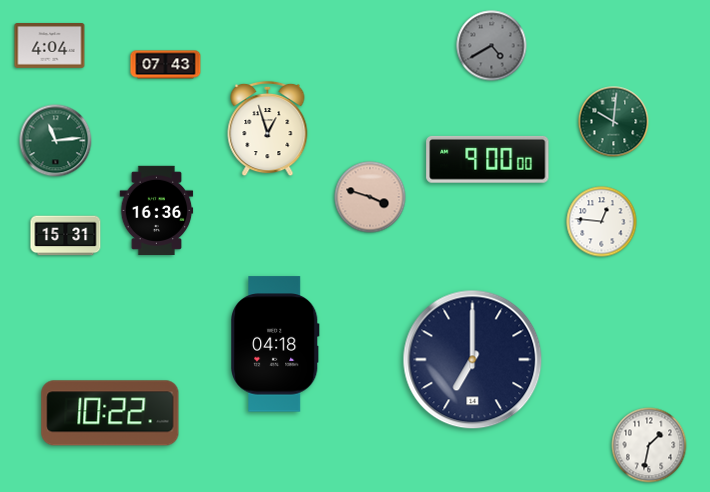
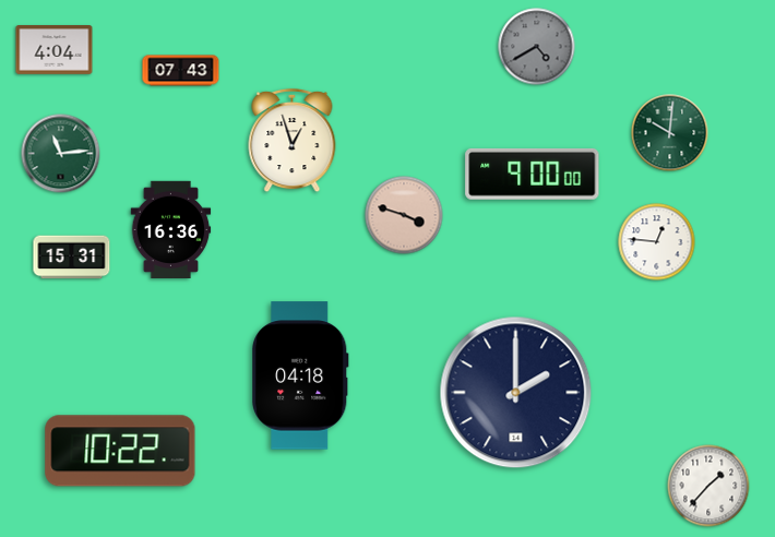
clock at (492, 46) position: (492, 46) -> (537, 47)
clock at (473, 360): 7:00 -> 2:00
clock at (649, 445): 1:32 -> 1:37
